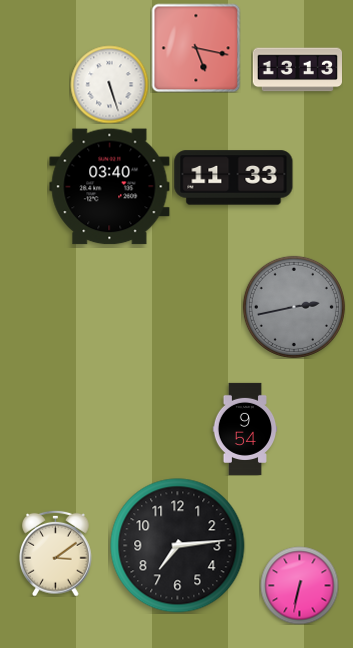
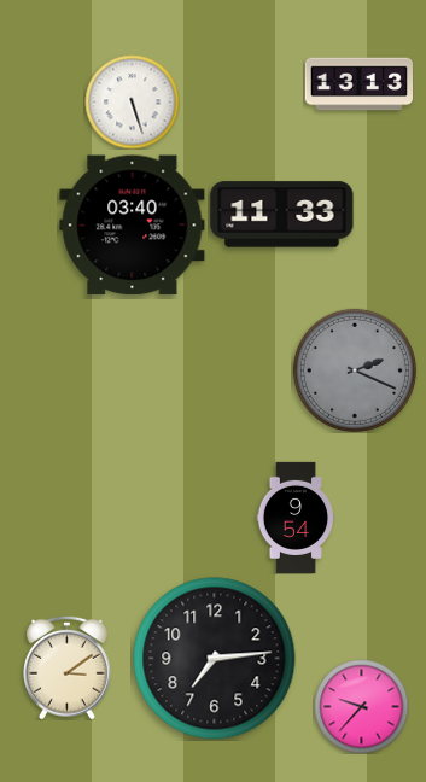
clock at (196, 48): 5:17 -> none
clock at (294, 307): 2:43 -> 2:19
clock at (299, 585): 6:32 -> 9:37
